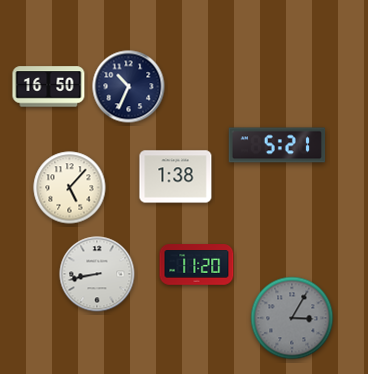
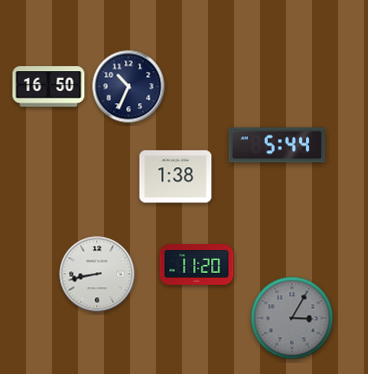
clock at (277, 145): 5:21 -> 5:44
clock at (70, 188): 5:07 -> none
